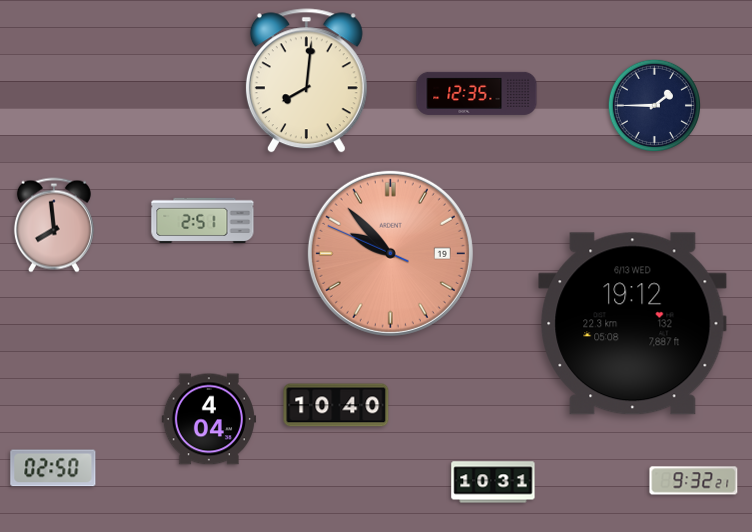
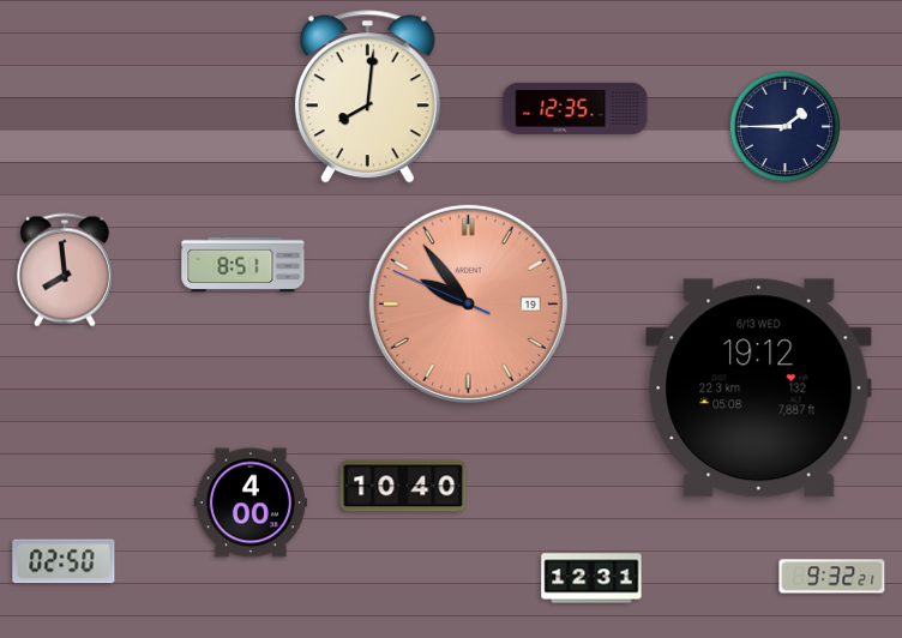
clock at (477, 93) position: (477, 93) -> (576, 108)
clock at (203, 221): 2:51 -> 8:51
clock at (390, 253): 9:52 -> 9:53
clock at (209, 419): 4:04 -> 4:00
clock at (493, 482): 10:31 -> 12:31
